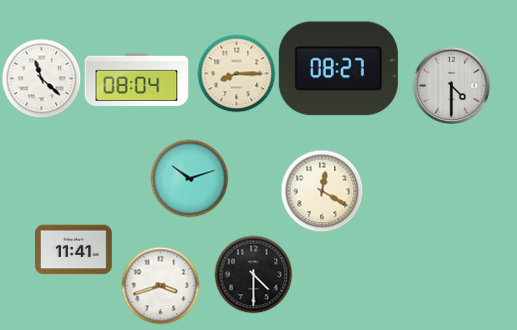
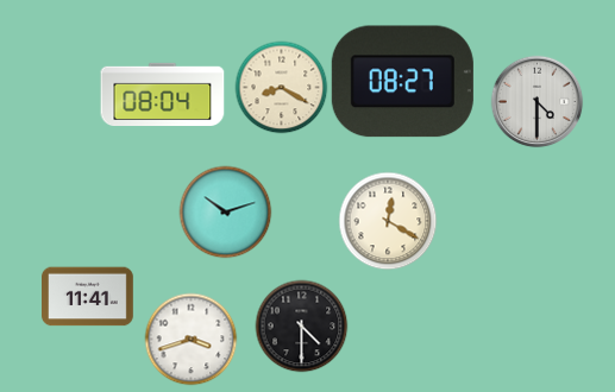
clock at (236, 73): 8:15 -> 8:20
clock at (41, 78): 11:22 -> none
clock at (322, 191) position: (322, 191) -> (388, 221)
